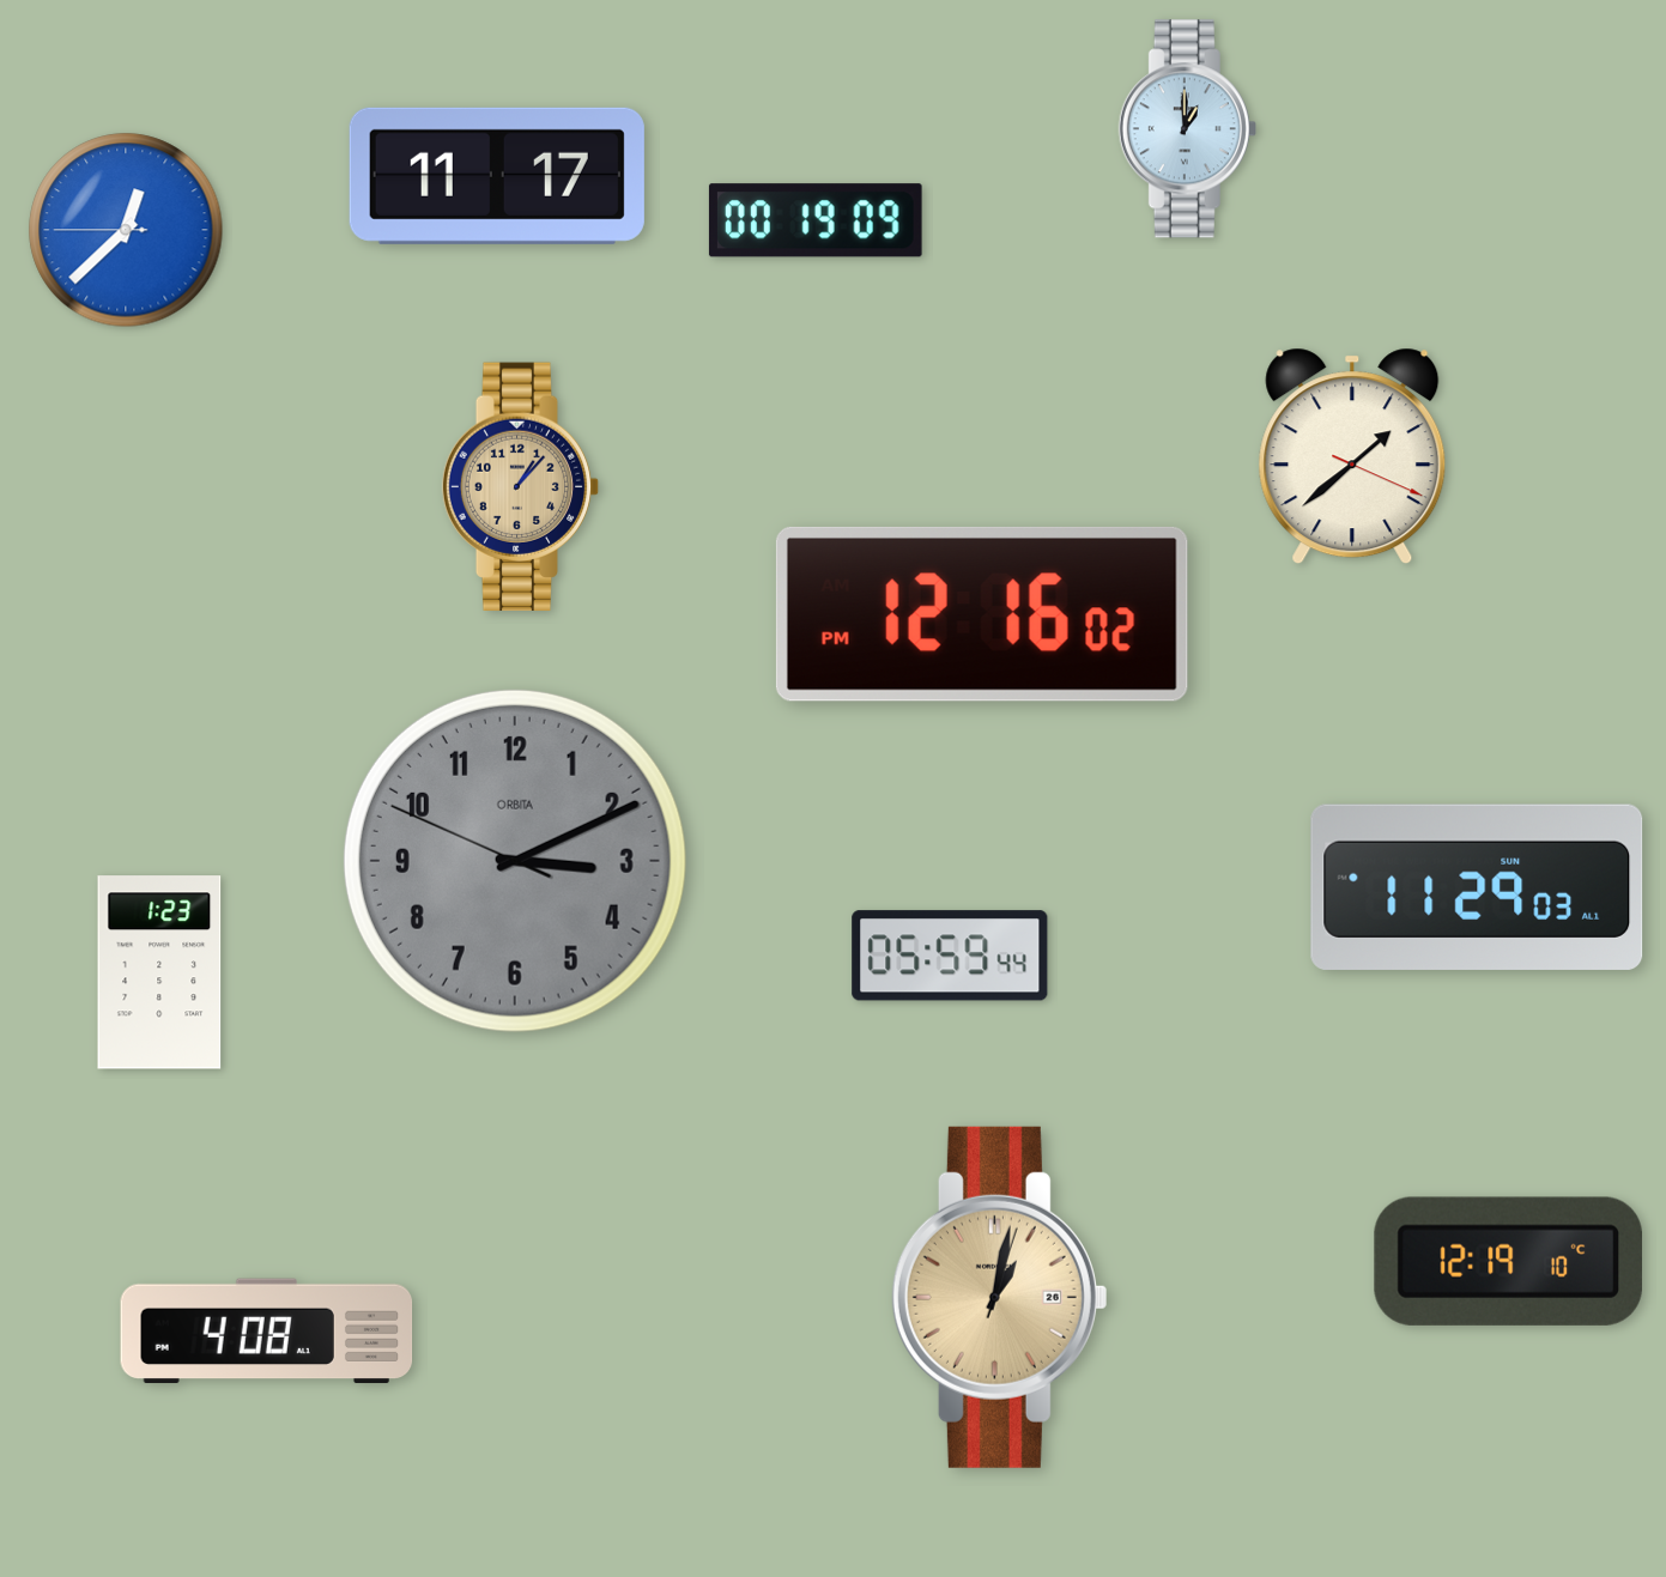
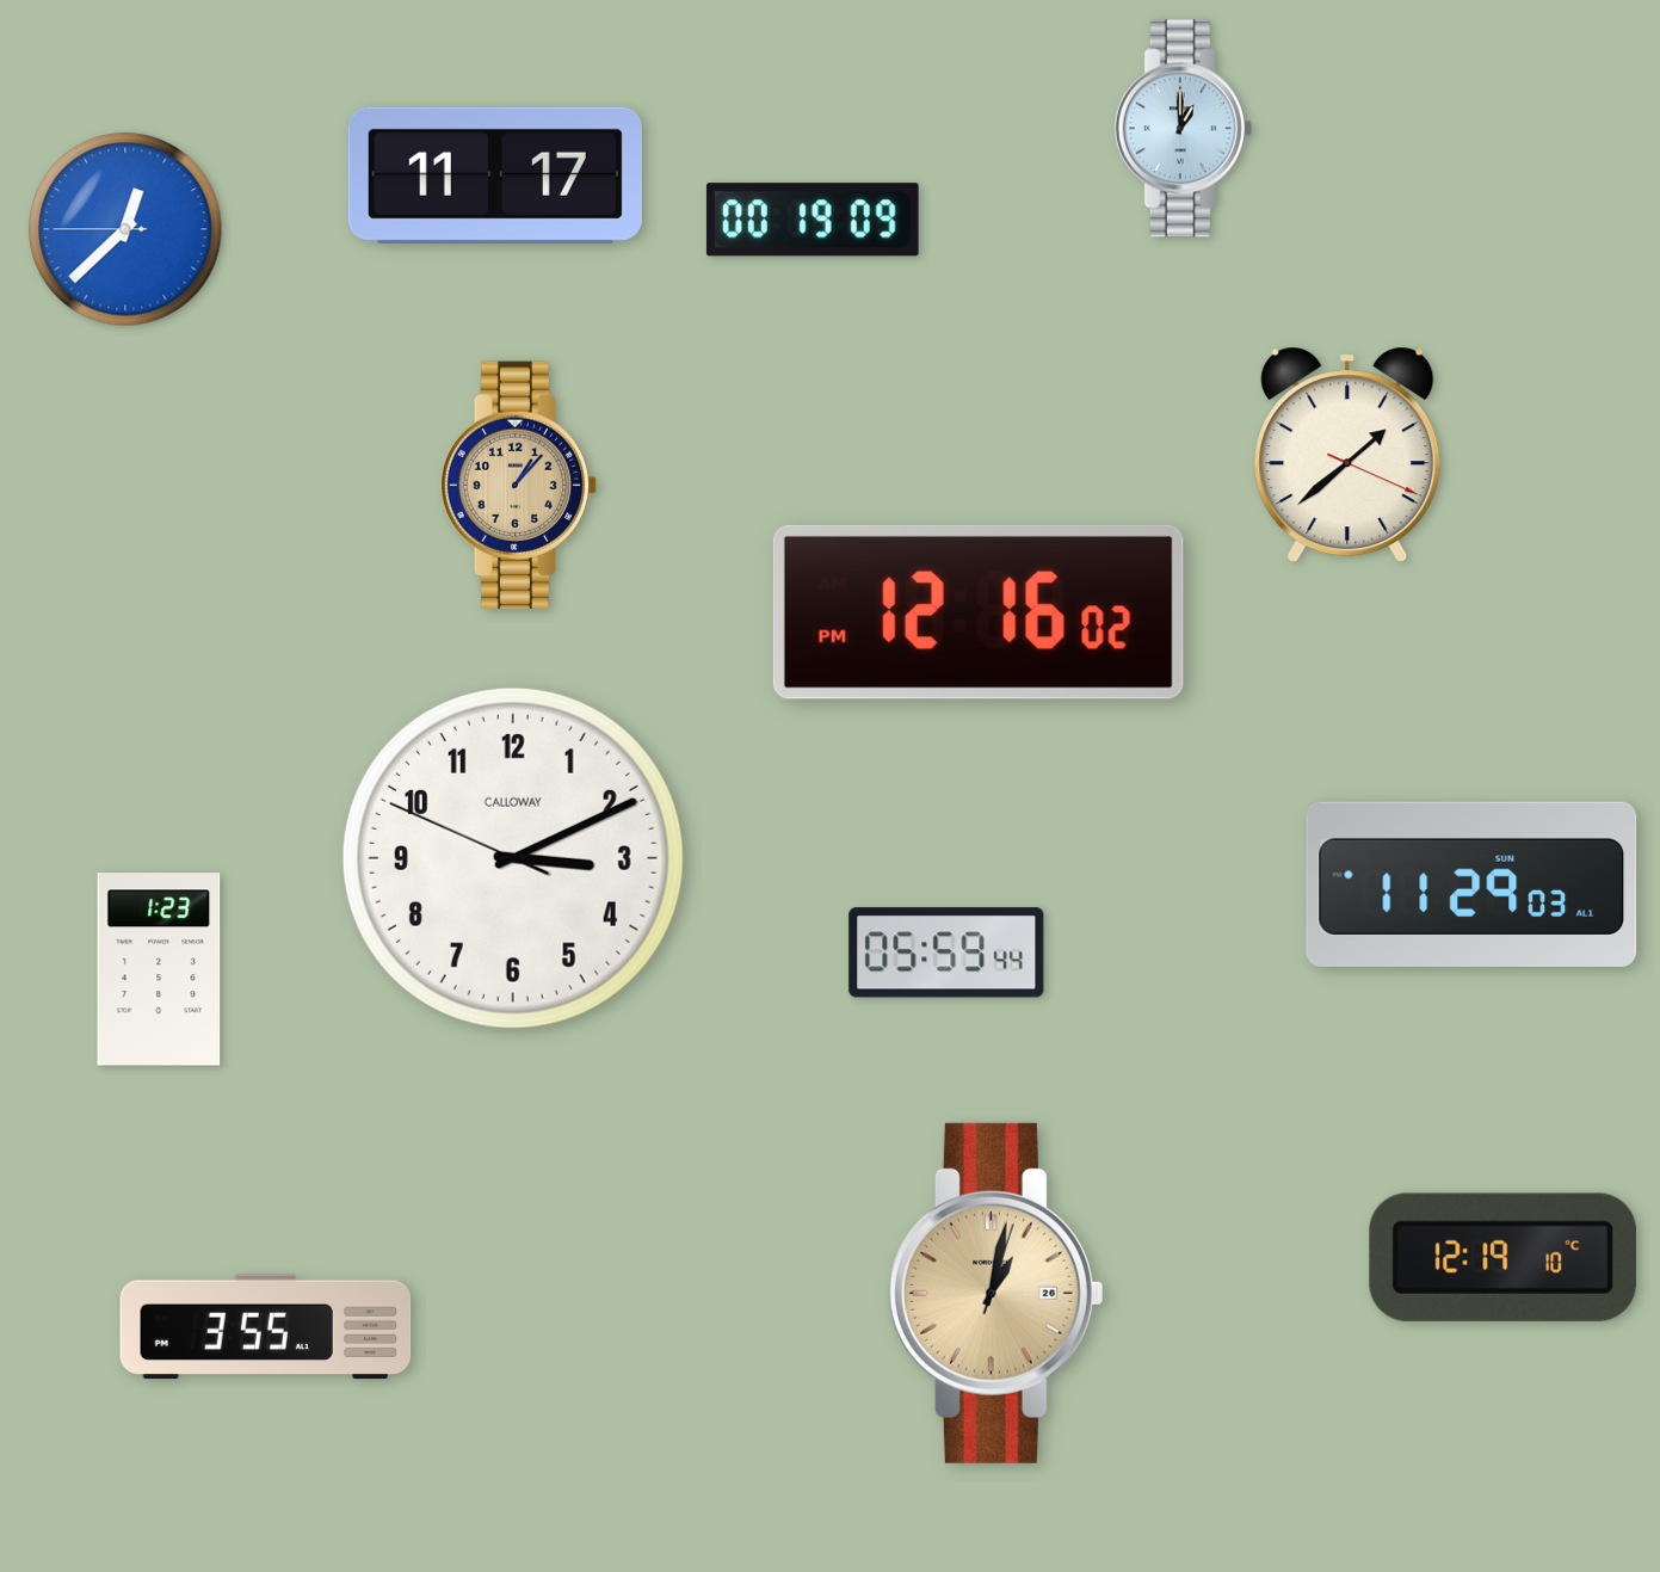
clock at (515, 861) dial: grey -> white
clock at (515, 861) brand: ORBITA -> CALLOWAY
clock at (267, 1332): 4:08 -> 3:55
